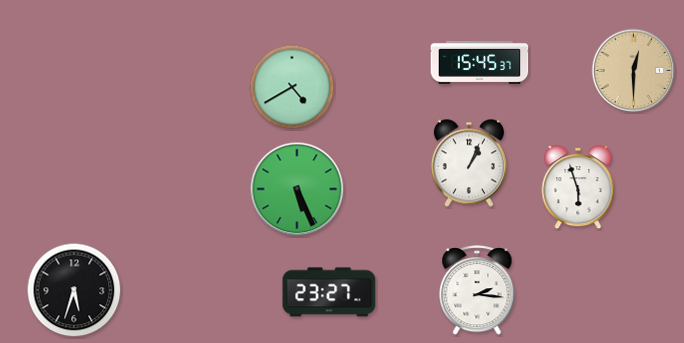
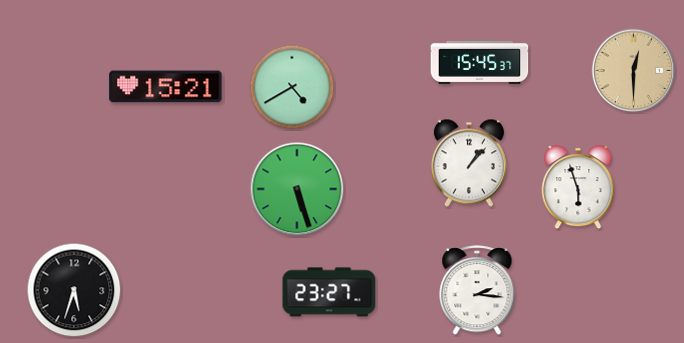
clock at (166, 87): none -> 15:21
clock at (469, 163): 1:04 -> 1:07
clock at (297, 189): 5:26 -> 5:27
